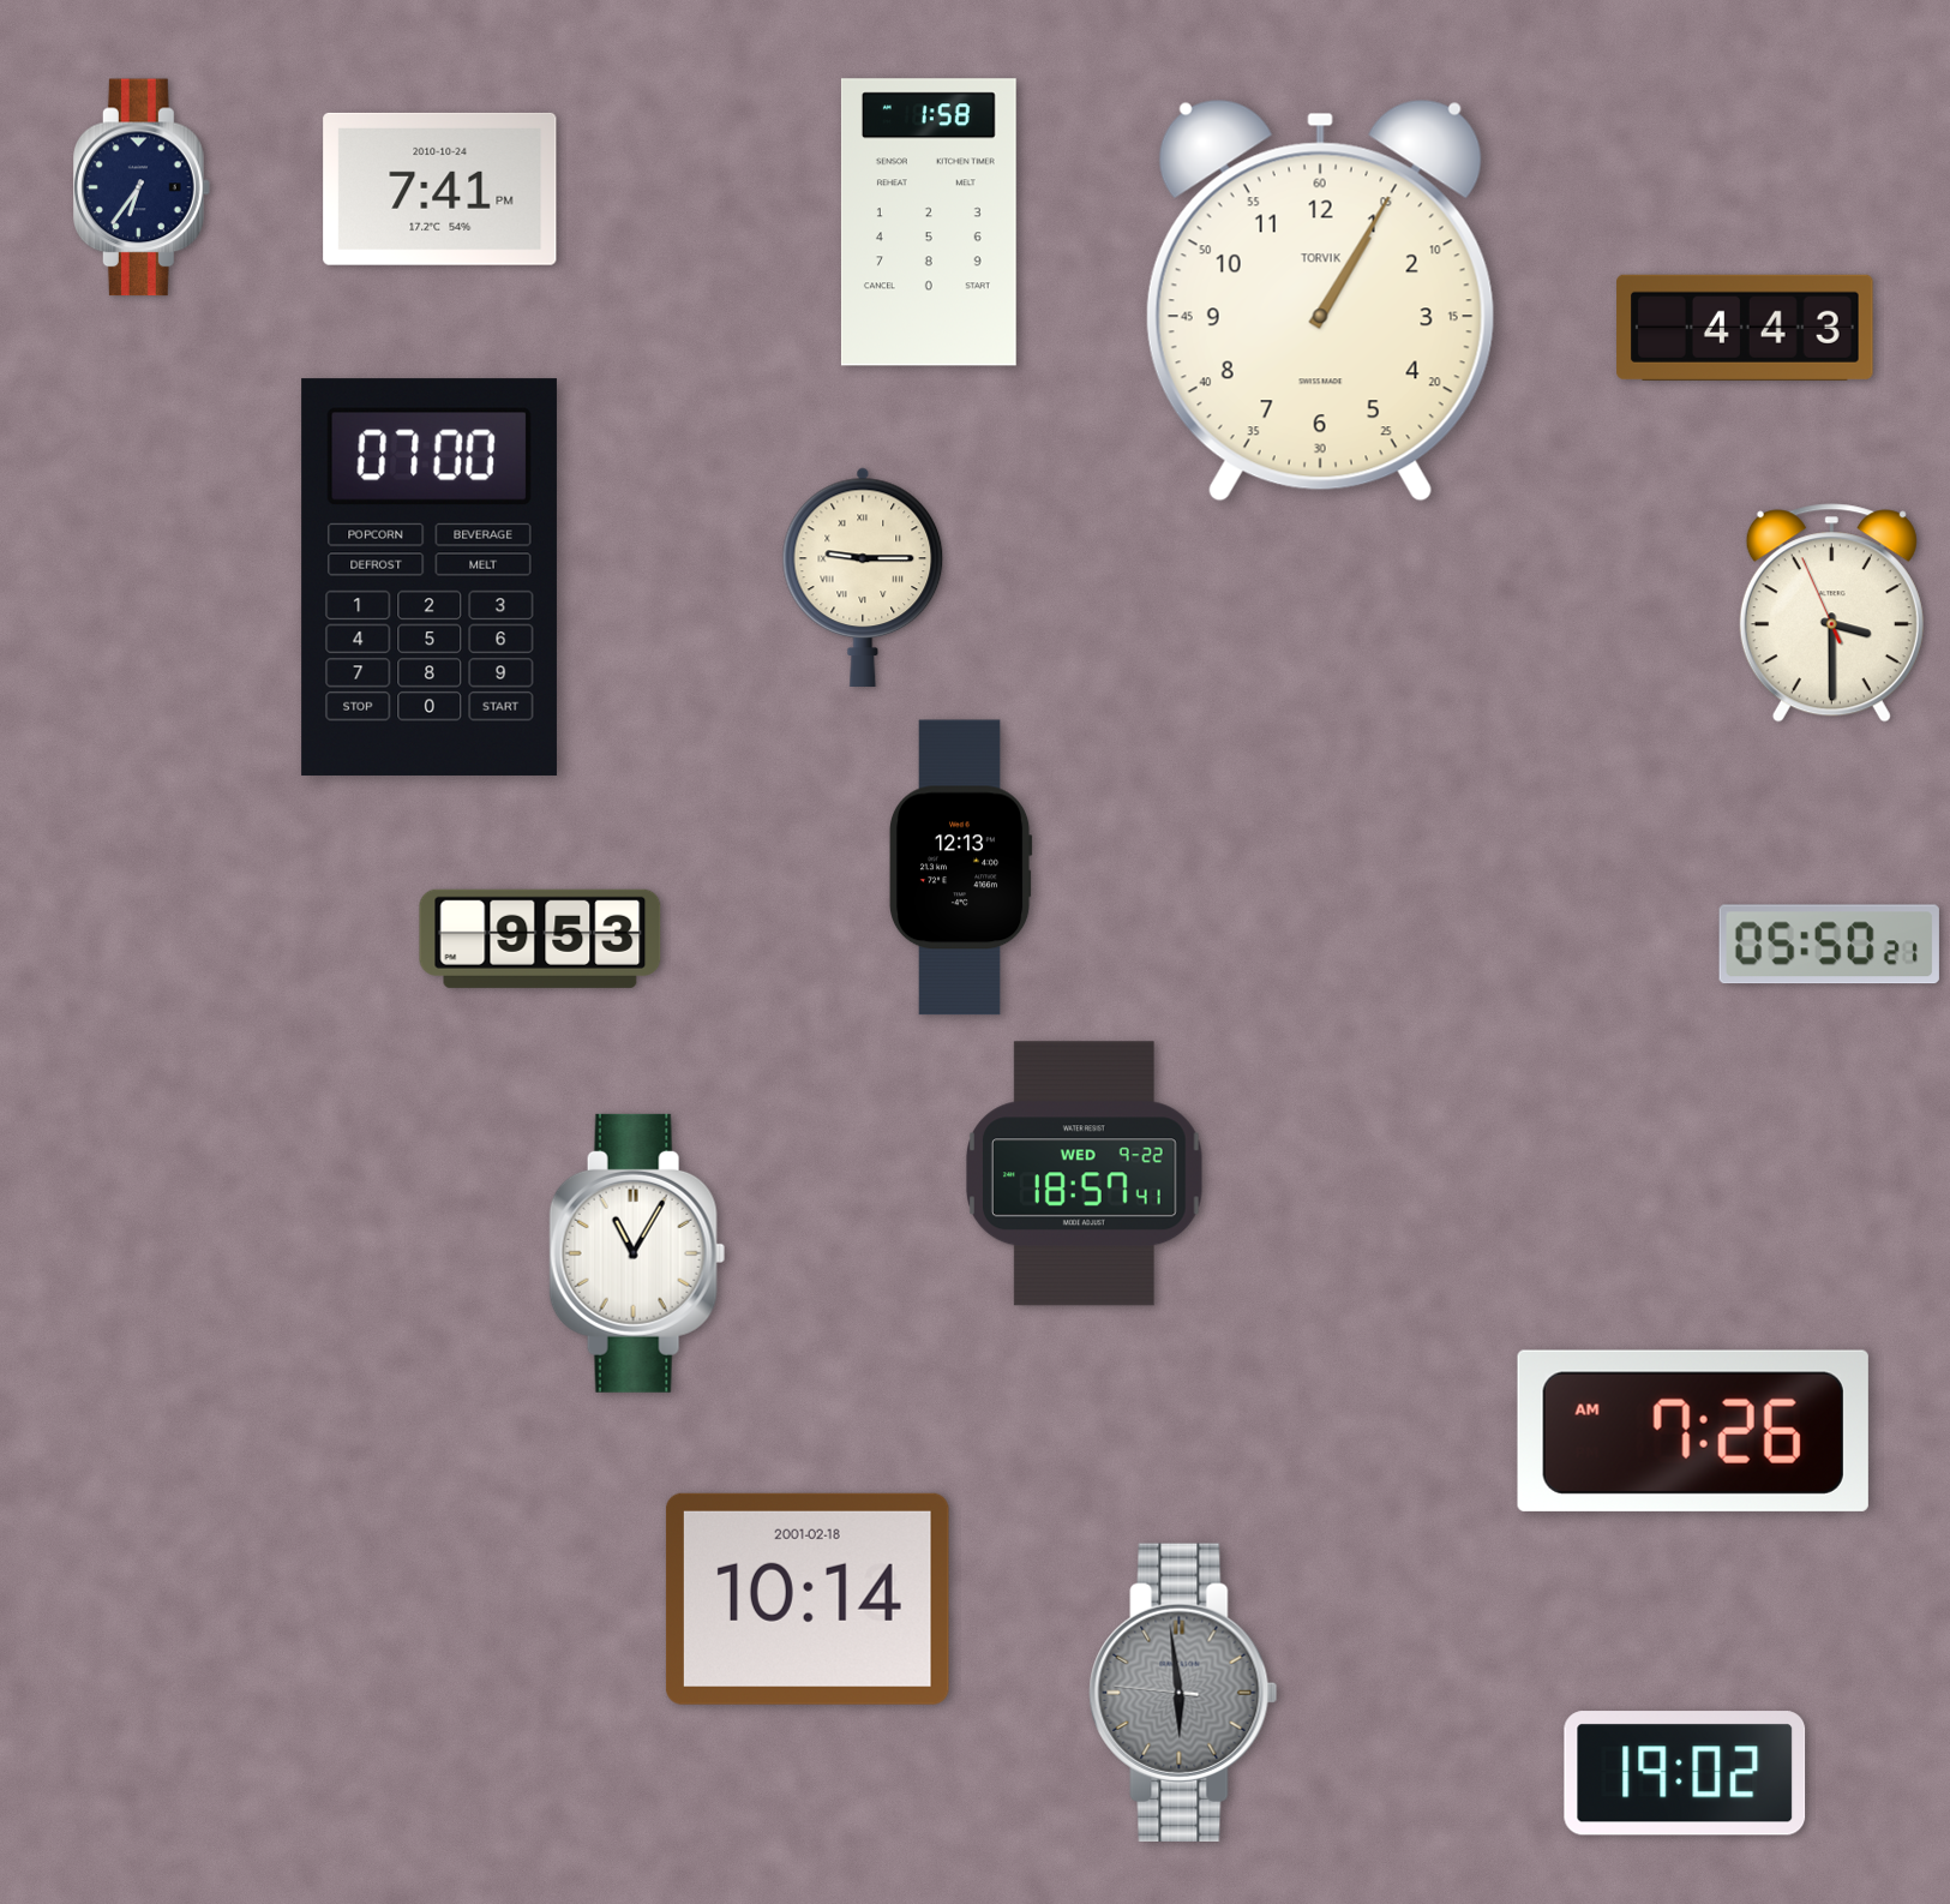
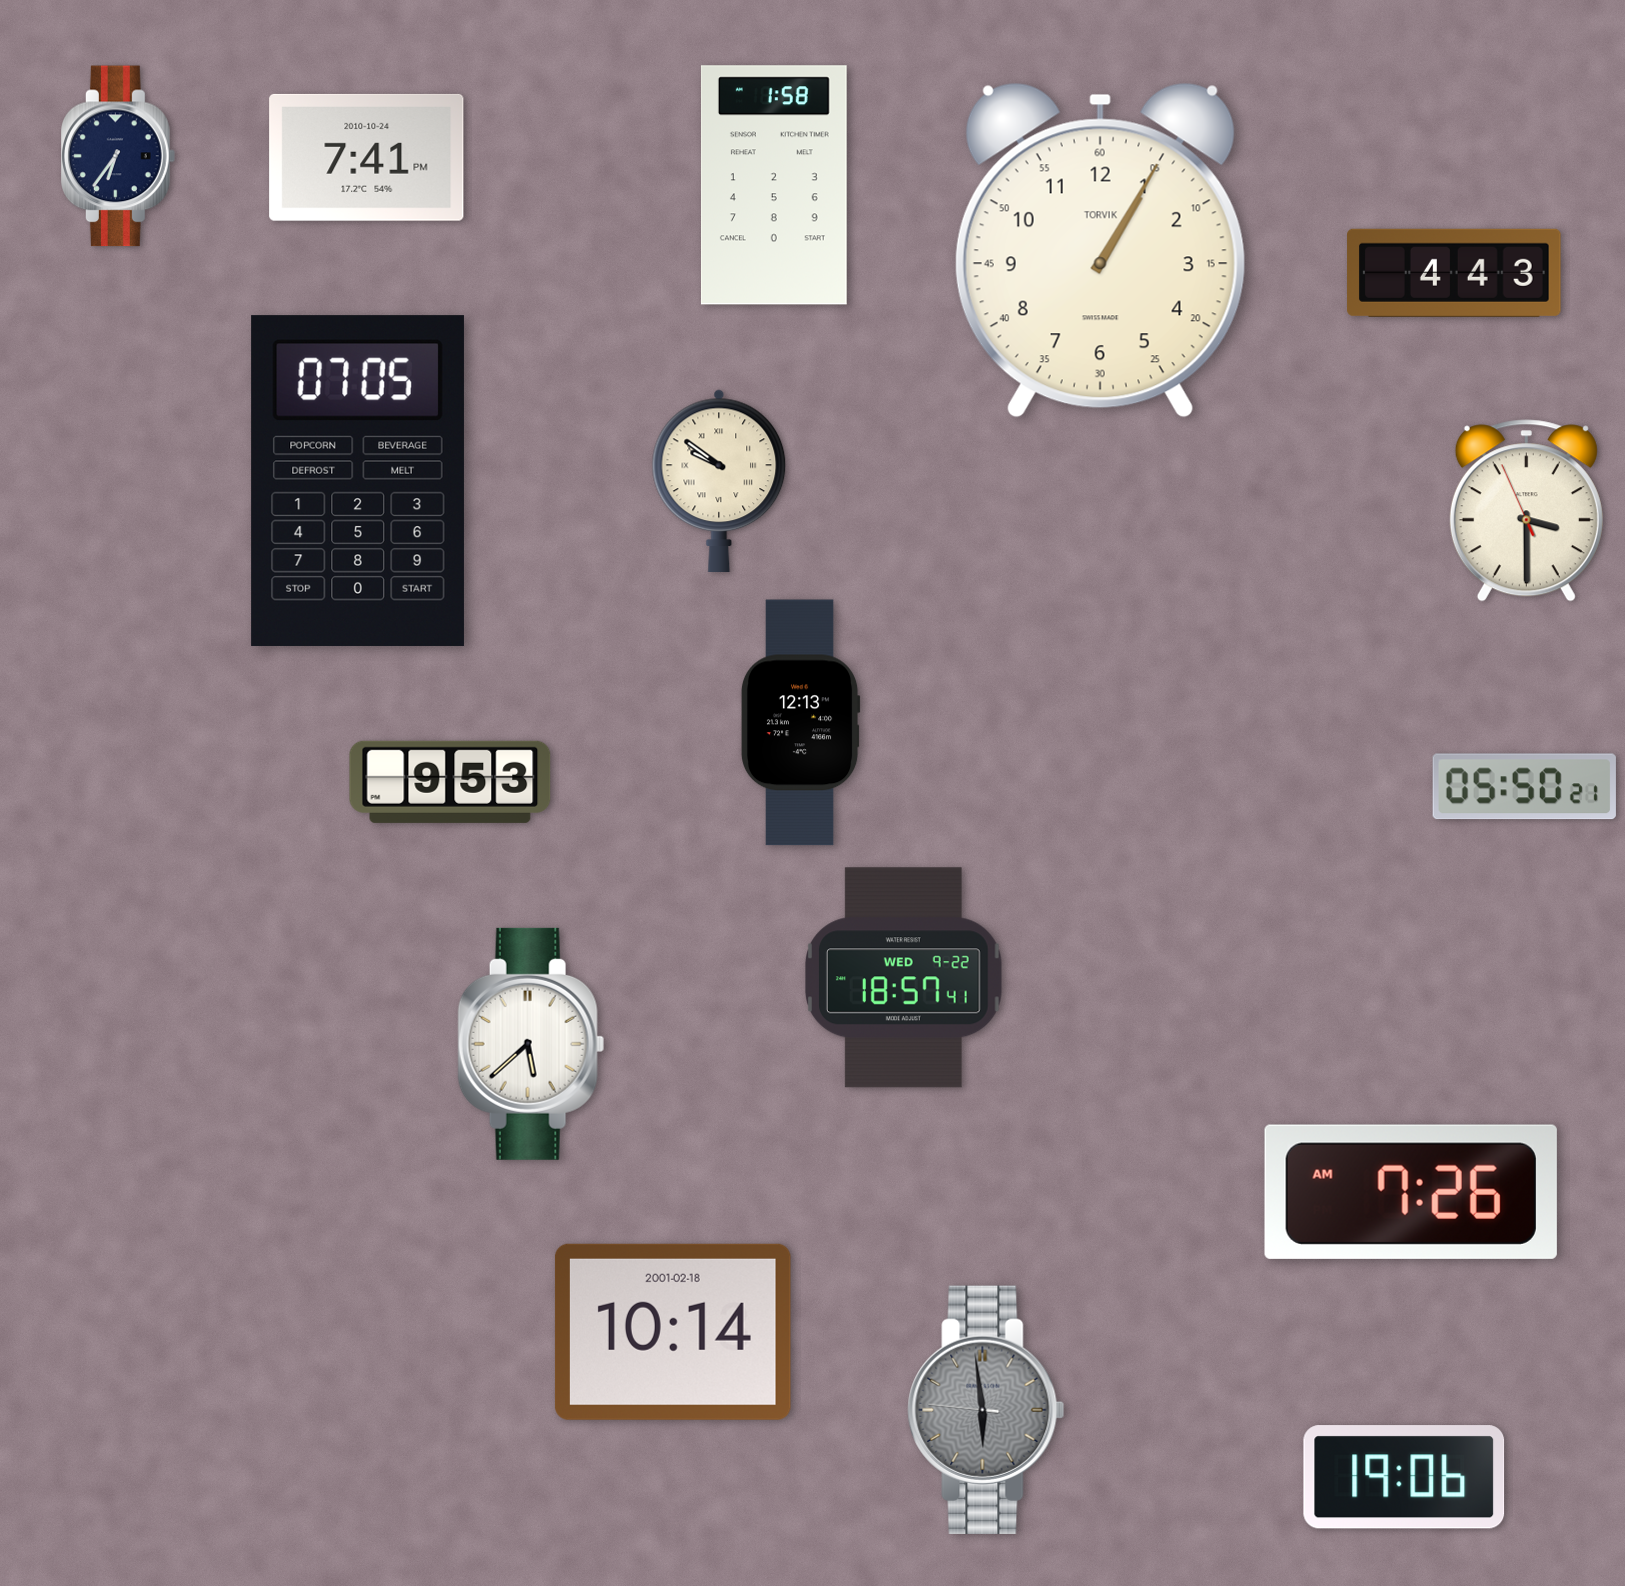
clock at (863, 576): 9:15 -> 9:51
clock at (430, 577): 07:00 -> 07:05
clock at (637, 1253): 11:05 -> 5:38
clock at (1685, 1773): 19:02 -> 19:06
